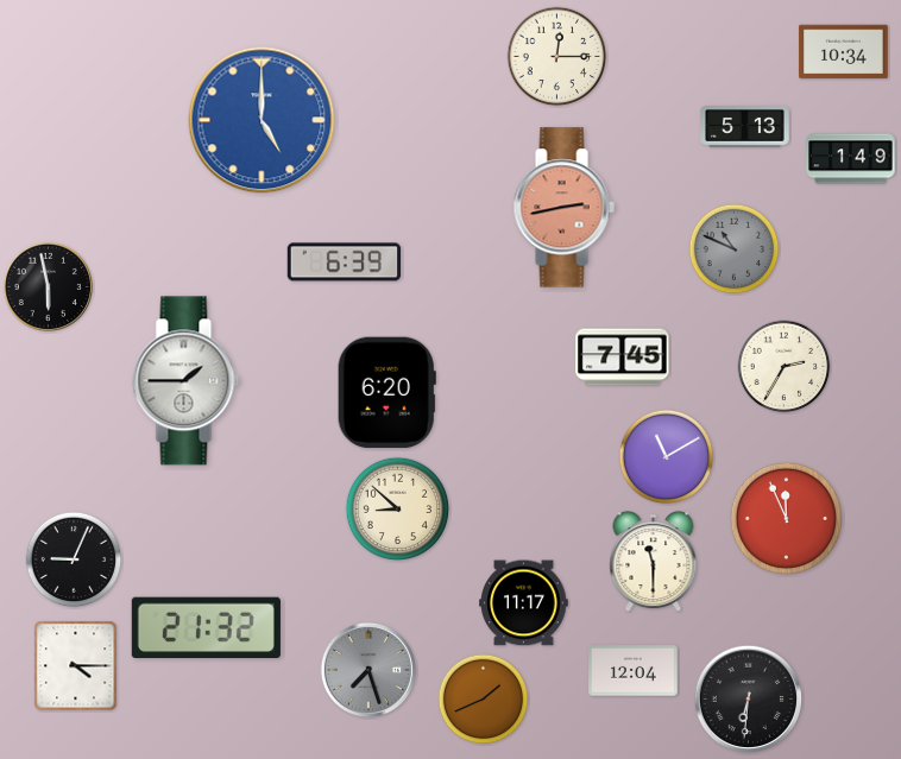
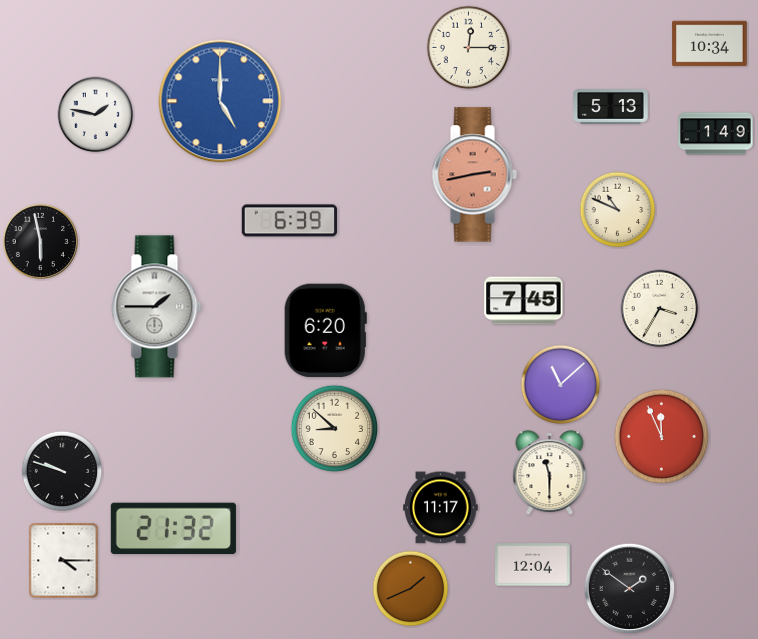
clock at (745, 127) position: (745, 127) -> (611, 107)
clock at (96, 115): none -> 1:47
clock at (735, 249) dial: grey -> cream
clock at (785, 367): 2:35 -> 3:35
clock at (187, 381) position: (187, 381) -> (157, 307)
clock at (667, 457): 11:10 -> 11:08
clock at (74, 559): 9:04 -> 9:48
clock at (368, 670): 7:27 -> none
clock at (484, 700) position: (484, 700) -> (411, 589)
clock at (749, 700): 6:31 -> 1:51
